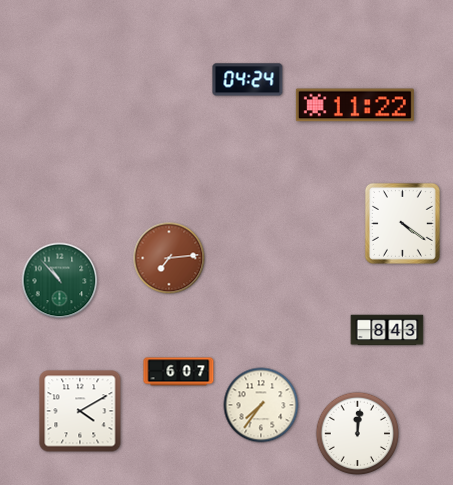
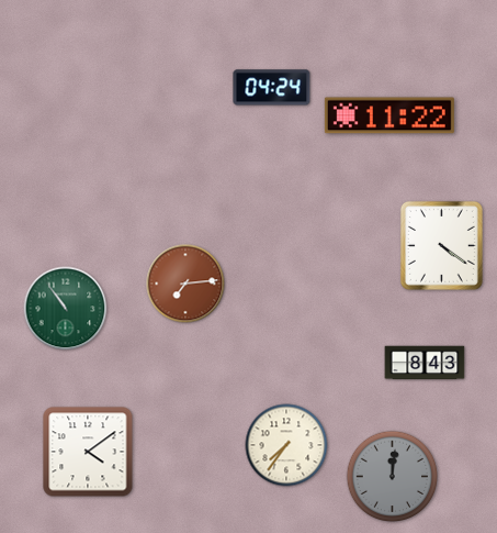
clock at (60, 281): 10:53 -> 10:54
clock at (179, 372): 6:07 -> none
clock at (80, 411): 4:10 -> 4:09
clock at (358, 434) dial: white -> grey
